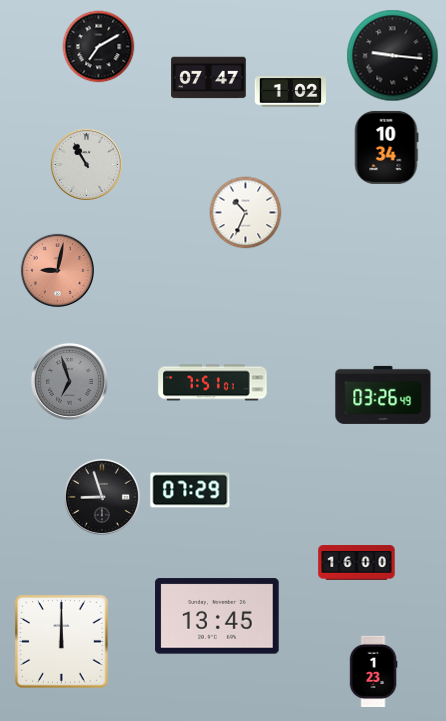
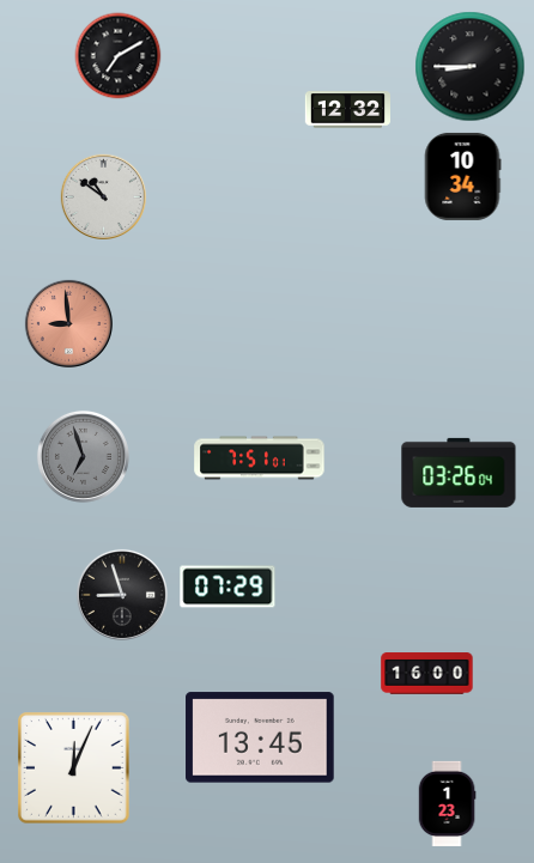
clock at (393, 56): 9:16 -> 8:45
clock at (209, 78): 07:47 -> none
clock at (290, 92): 1:02 -> 12:32
clock at (86, 164): 10:55 -> 10:51
clock at (246, 213): 10:34 -> none
clock at (57, 270): 9:02 -> 8:59
clock at (213, 383) position: (213, 383) -> (260, 458)
clock at (383, 395): 03:26:49 -> 03:26:04
clock at (62, 642): 12:00 -> 12:04
